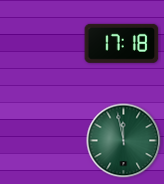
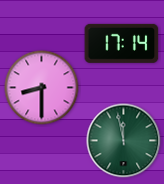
clock at (122, 43): 17:18 -> 17:14
clock at (42, 88): none -> 8:30
